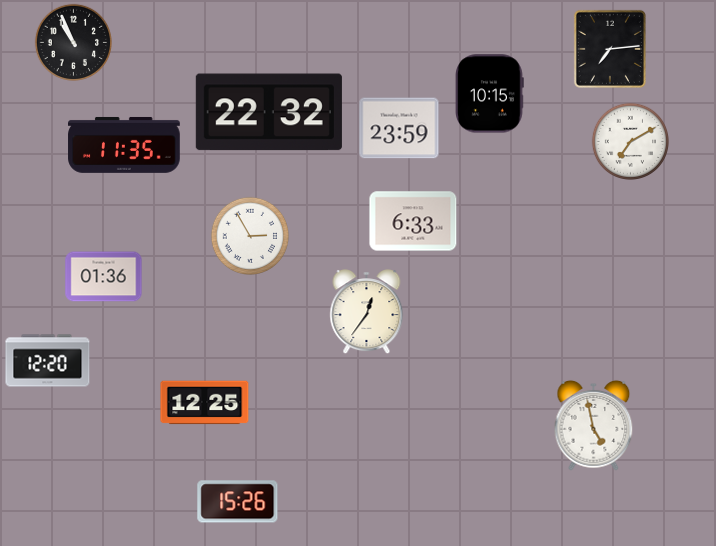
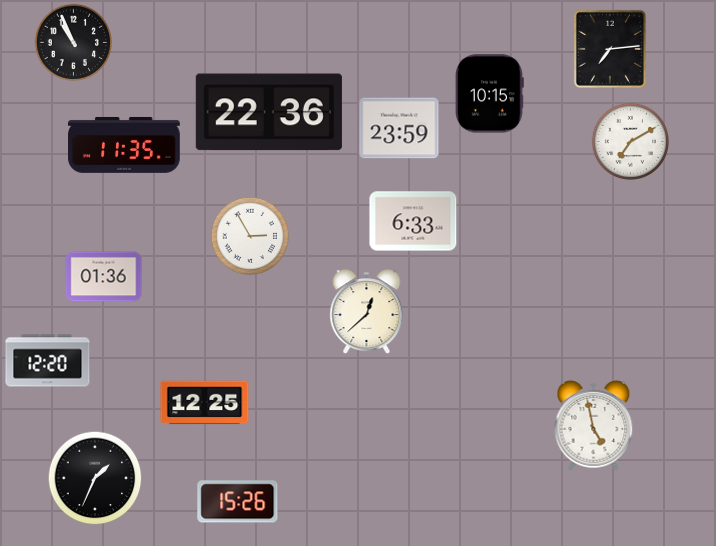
clock at (269, 112): 22:32 -> 22:36
clock at (367, 312): 12:36 -> 12:38
clock at (95, 478): none -> 1:34
